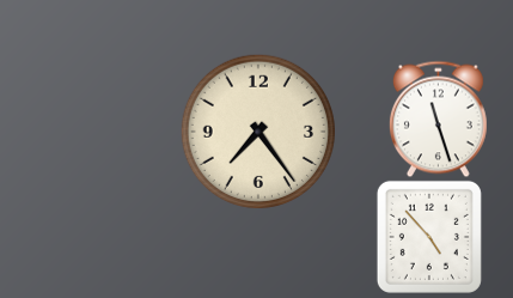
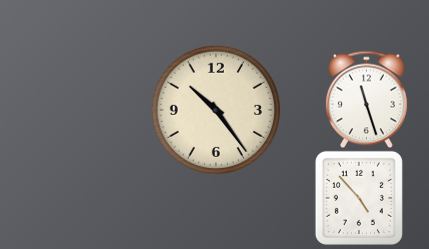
clock at (258, 132): 7:24 -> 10:24
